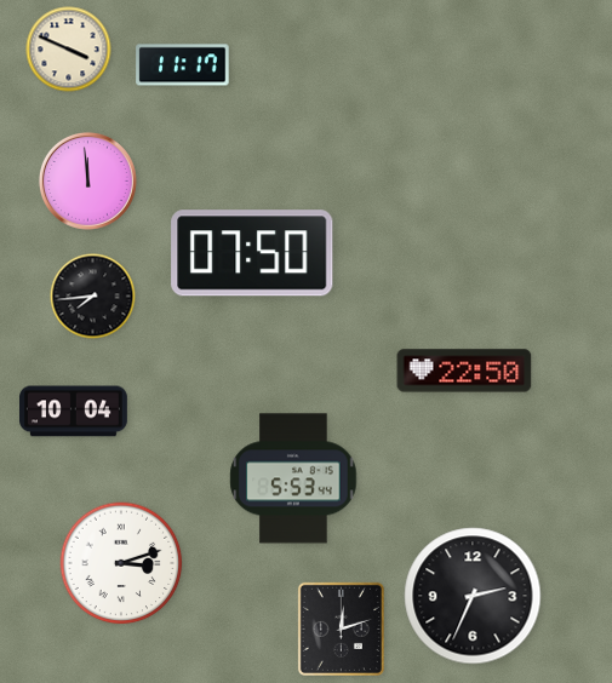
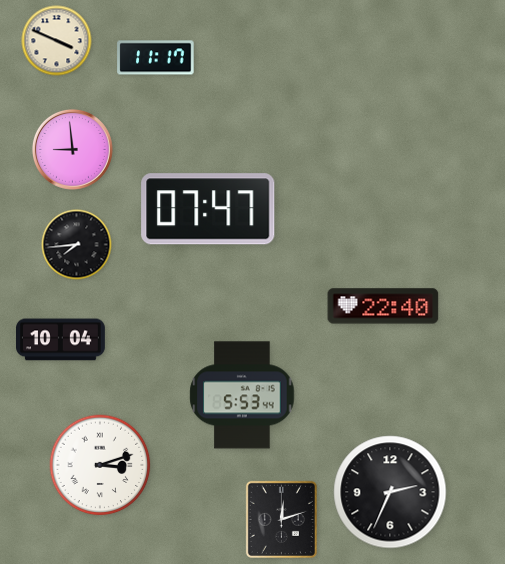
clock at (183, 65) position: (183, 65) -> (156, 58)
clock at (87, 180): 11:59 -> 8:59
clock at (252, 253): 07:50 -> 07:47
clock at (464, 371): 22:50 -> 22:40
